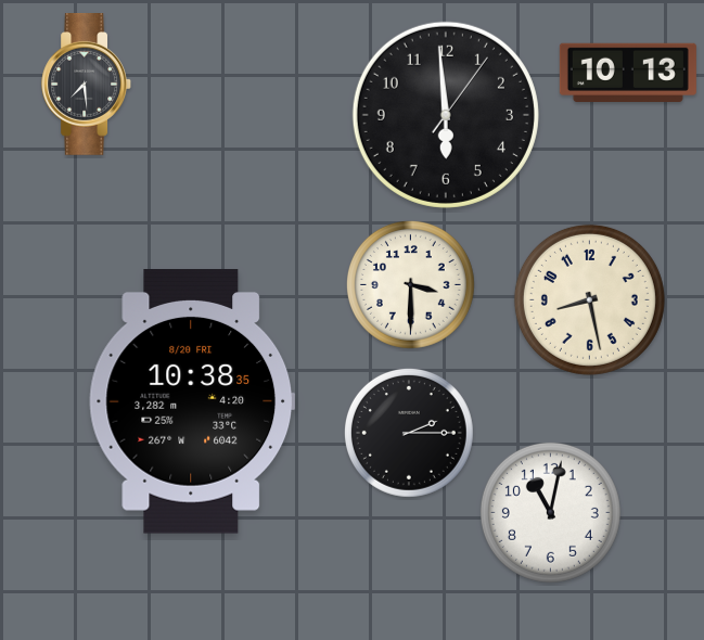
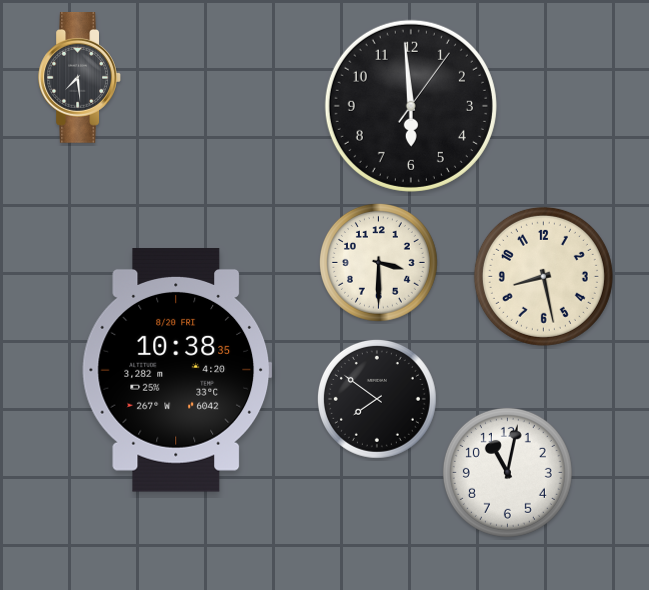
clock at (628, 72): 10:13 -> none
clock at (409, 433): 2:15 -> 7:51
